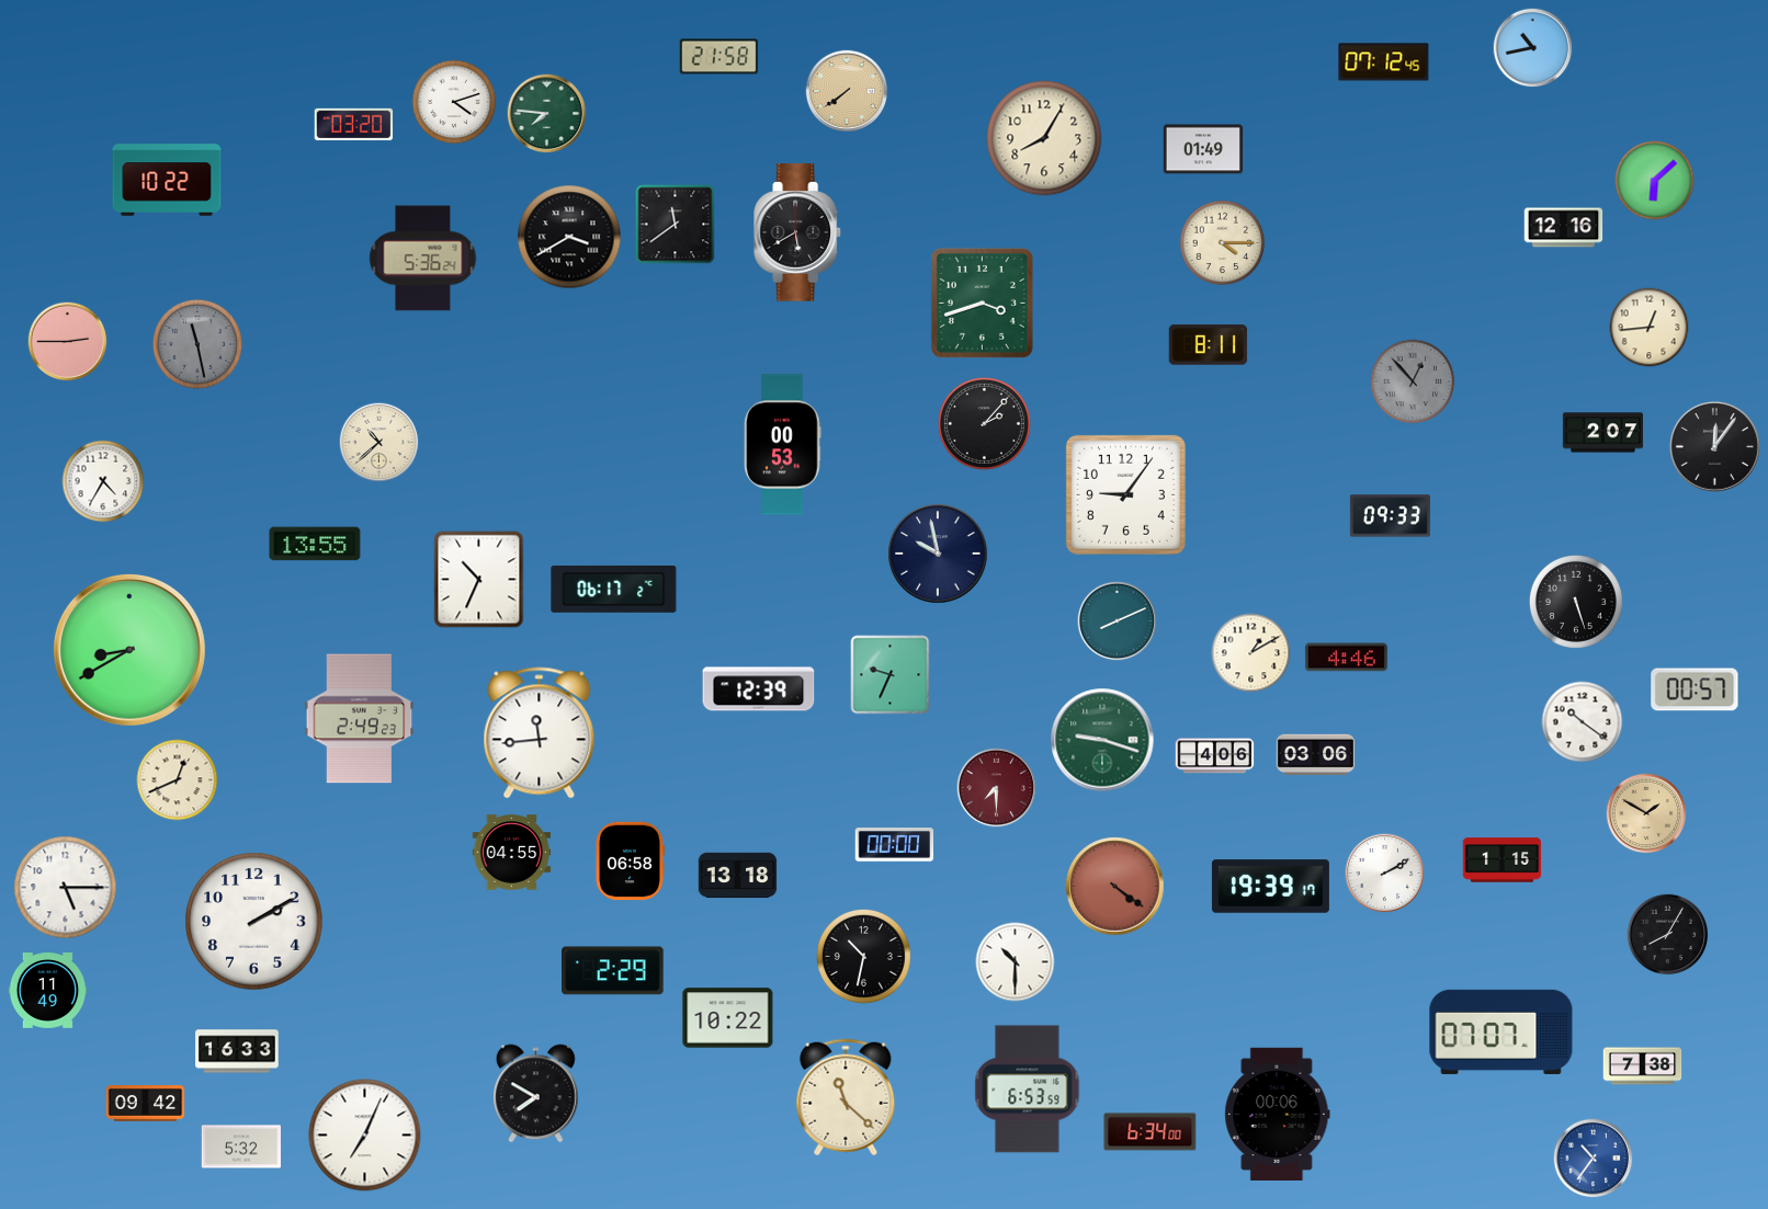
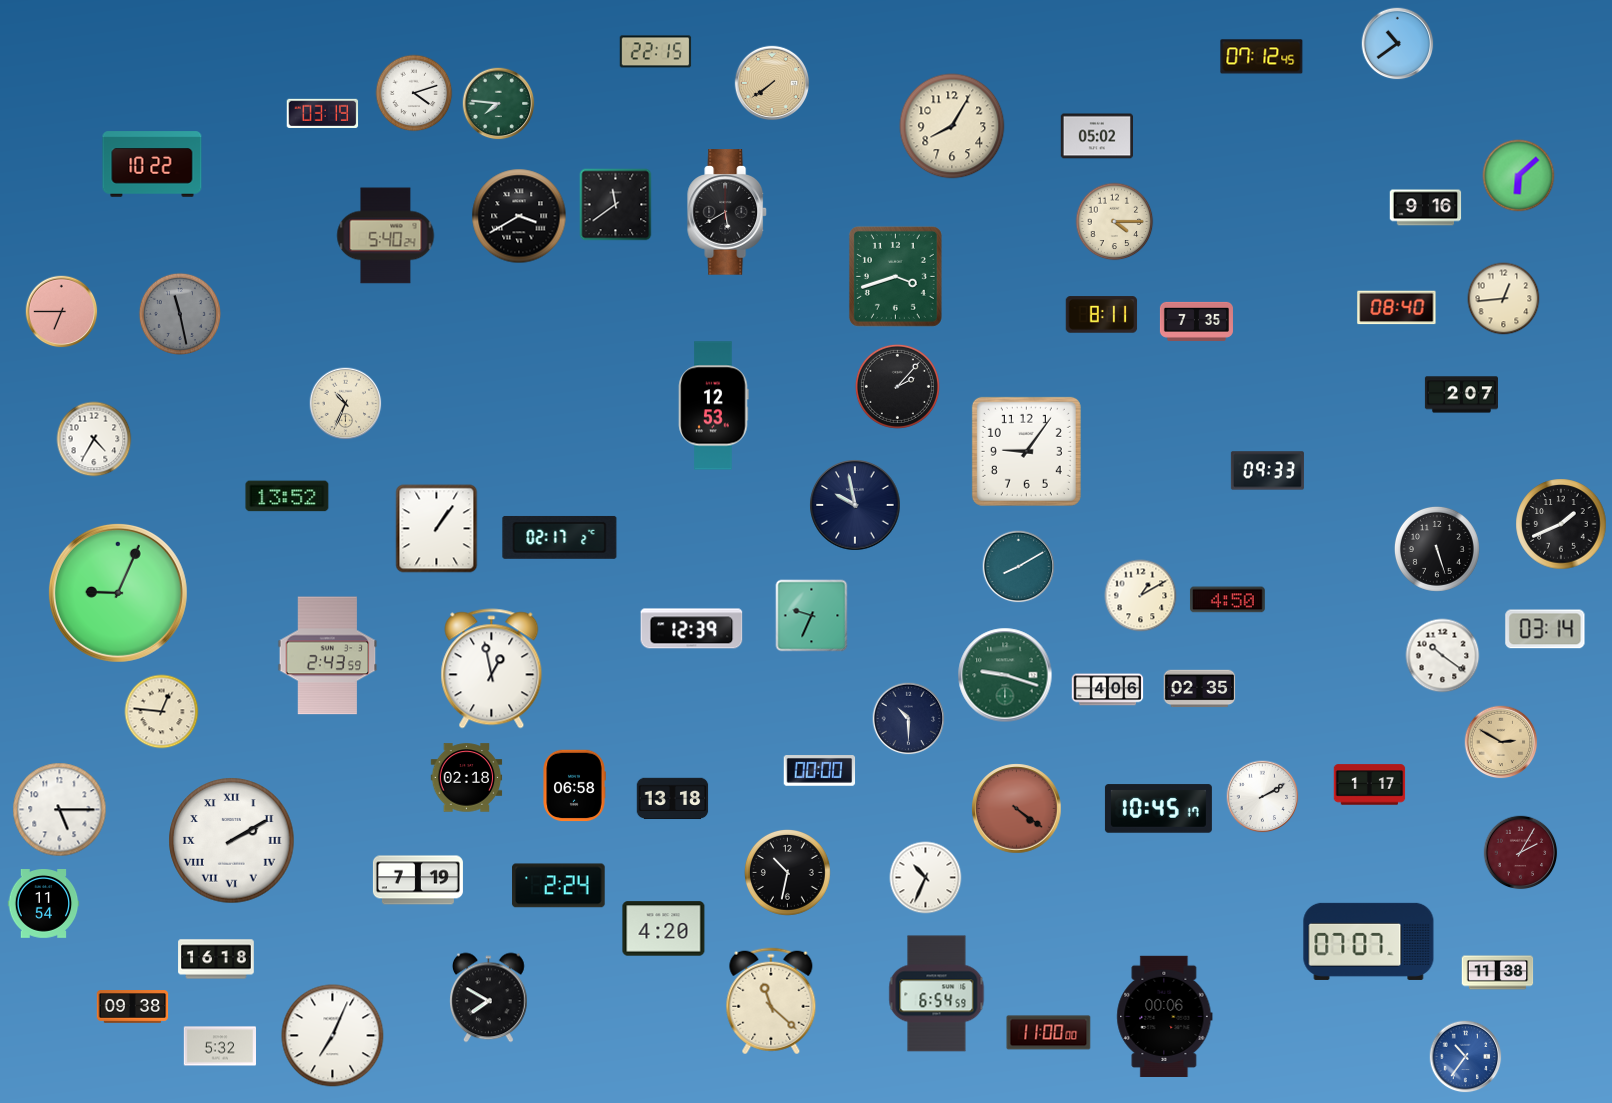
clock at (1533, 48): 10:43 -> 10:39
clock at (719, 57): 21:58 -> 22:15
clock at (354, 124): 03:20 -> 03:19
clock at (1202, 149): 01:49 -> 05:02
clock at (1655, 181) position: (1655, 181) -> (1519, 176)
clock at (1564, 228): 12:16 -> 9:16
clock at (423, 259): 5:36 -> 5:40
clock at (1397, 308): none -> 08:40
clock at (68, 342): 2:45 -> 6:45
clock at (1196, 321): none -> 7:35
clock at (1413, 381): 12:53 -> none
clock at (379, 443): 10:38 -> 10:34
clock at (783, 445): 00:53 -> 12:53
clock at (1714, 446): 12:06 -> none
clock at (315, 544): 13:55 -> 13:52
clock at (1561, 524): none -> 1:41
clock at (479, 580): 10:34 -> 1:06
clock at (614, 589): 06:17 -> 02:17
clock at (1118, 621): 8:11 -> 8:10
clock at (129, 650): 8:40 -> 9:04
clock at (1346, 658): 4:46 -> 4:50
clock at (1695, 689): 00:57 -> 03:14
clock at (360, 719): 2:49 -> 2:43
clock at (1583, 722) position: (1583, 722) -> (1443, 656)
clock at (540, 733): 11:44 -> 12:58
clock at (1316, 755): 03:06 -> 02:35
clock at (178, 780): 12:41 -> 12:46
clock at (997, 788): 7:30 -> 10:30
clock at (997, 788) dial: burgundy -> navy
clock at (1646, 813): 1:50 -> 2:50
clock at (895, 845) position: (895, 845) -> (820, 771)
clock at (512, 853): 04:55 -> 02:18
clock at (1503, 860): 1:15 -> 1:17
clock at (1270, 887): 19:39 -> 10:45
clock at (254, 922) numerals: Arabic -> Roman
clock at (1668, 935): 8:05 -> 2:05
clock at (1668, 935) dial: black -> burgundy
clock at (1016, 962): 10:30 -> 10:34
clock at (418, 880): none -> 7:19
clock at (613, 971): 2:29 -> 2:24
clock at (48, 991): 11:49 -> 11:54
clock at (728, 1018): 10:22 -> 4:20
clock at (237, 1051): 16:33 -> 16:18
clock at (1643, 1067): 7:38 -> 11:38
clock at (1028, 1090): 6:53 -> 6:54
clock at (146, 1104): 09:42 -> 09:38
clock at (1151, 1132): 6:34 -> 11:00
clock at (1594, 1159) position: (1594, 1159) -> (1466, 1057)
